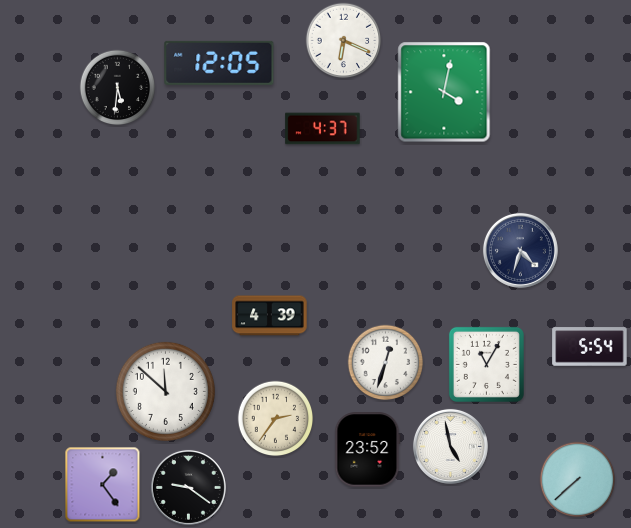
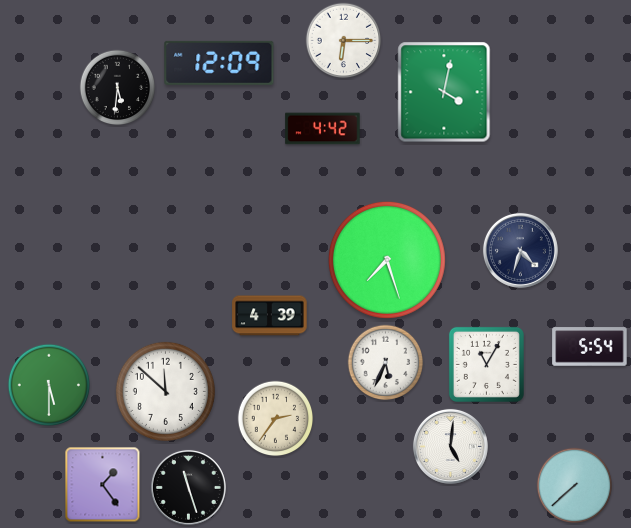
clock at (344, 41): 6:19 -> 6:15
clock at (219, 63): 12:05 -> 12:09
clock at (323, 129): 4:37 -> 4:42
clock at (387, 260): none -> 7:27
clock at (386, 363): 12:33 -> 5:34
clock at (48, 384): none -> 5:30
clock at (450, 446): 4:58 -> 5:01
clock at (368, 450): 23:52 -> none
clock at (578, 480) position: (578, 480) -> (575, 486)
clock at (188, 487): 9:21 -> 11:27
